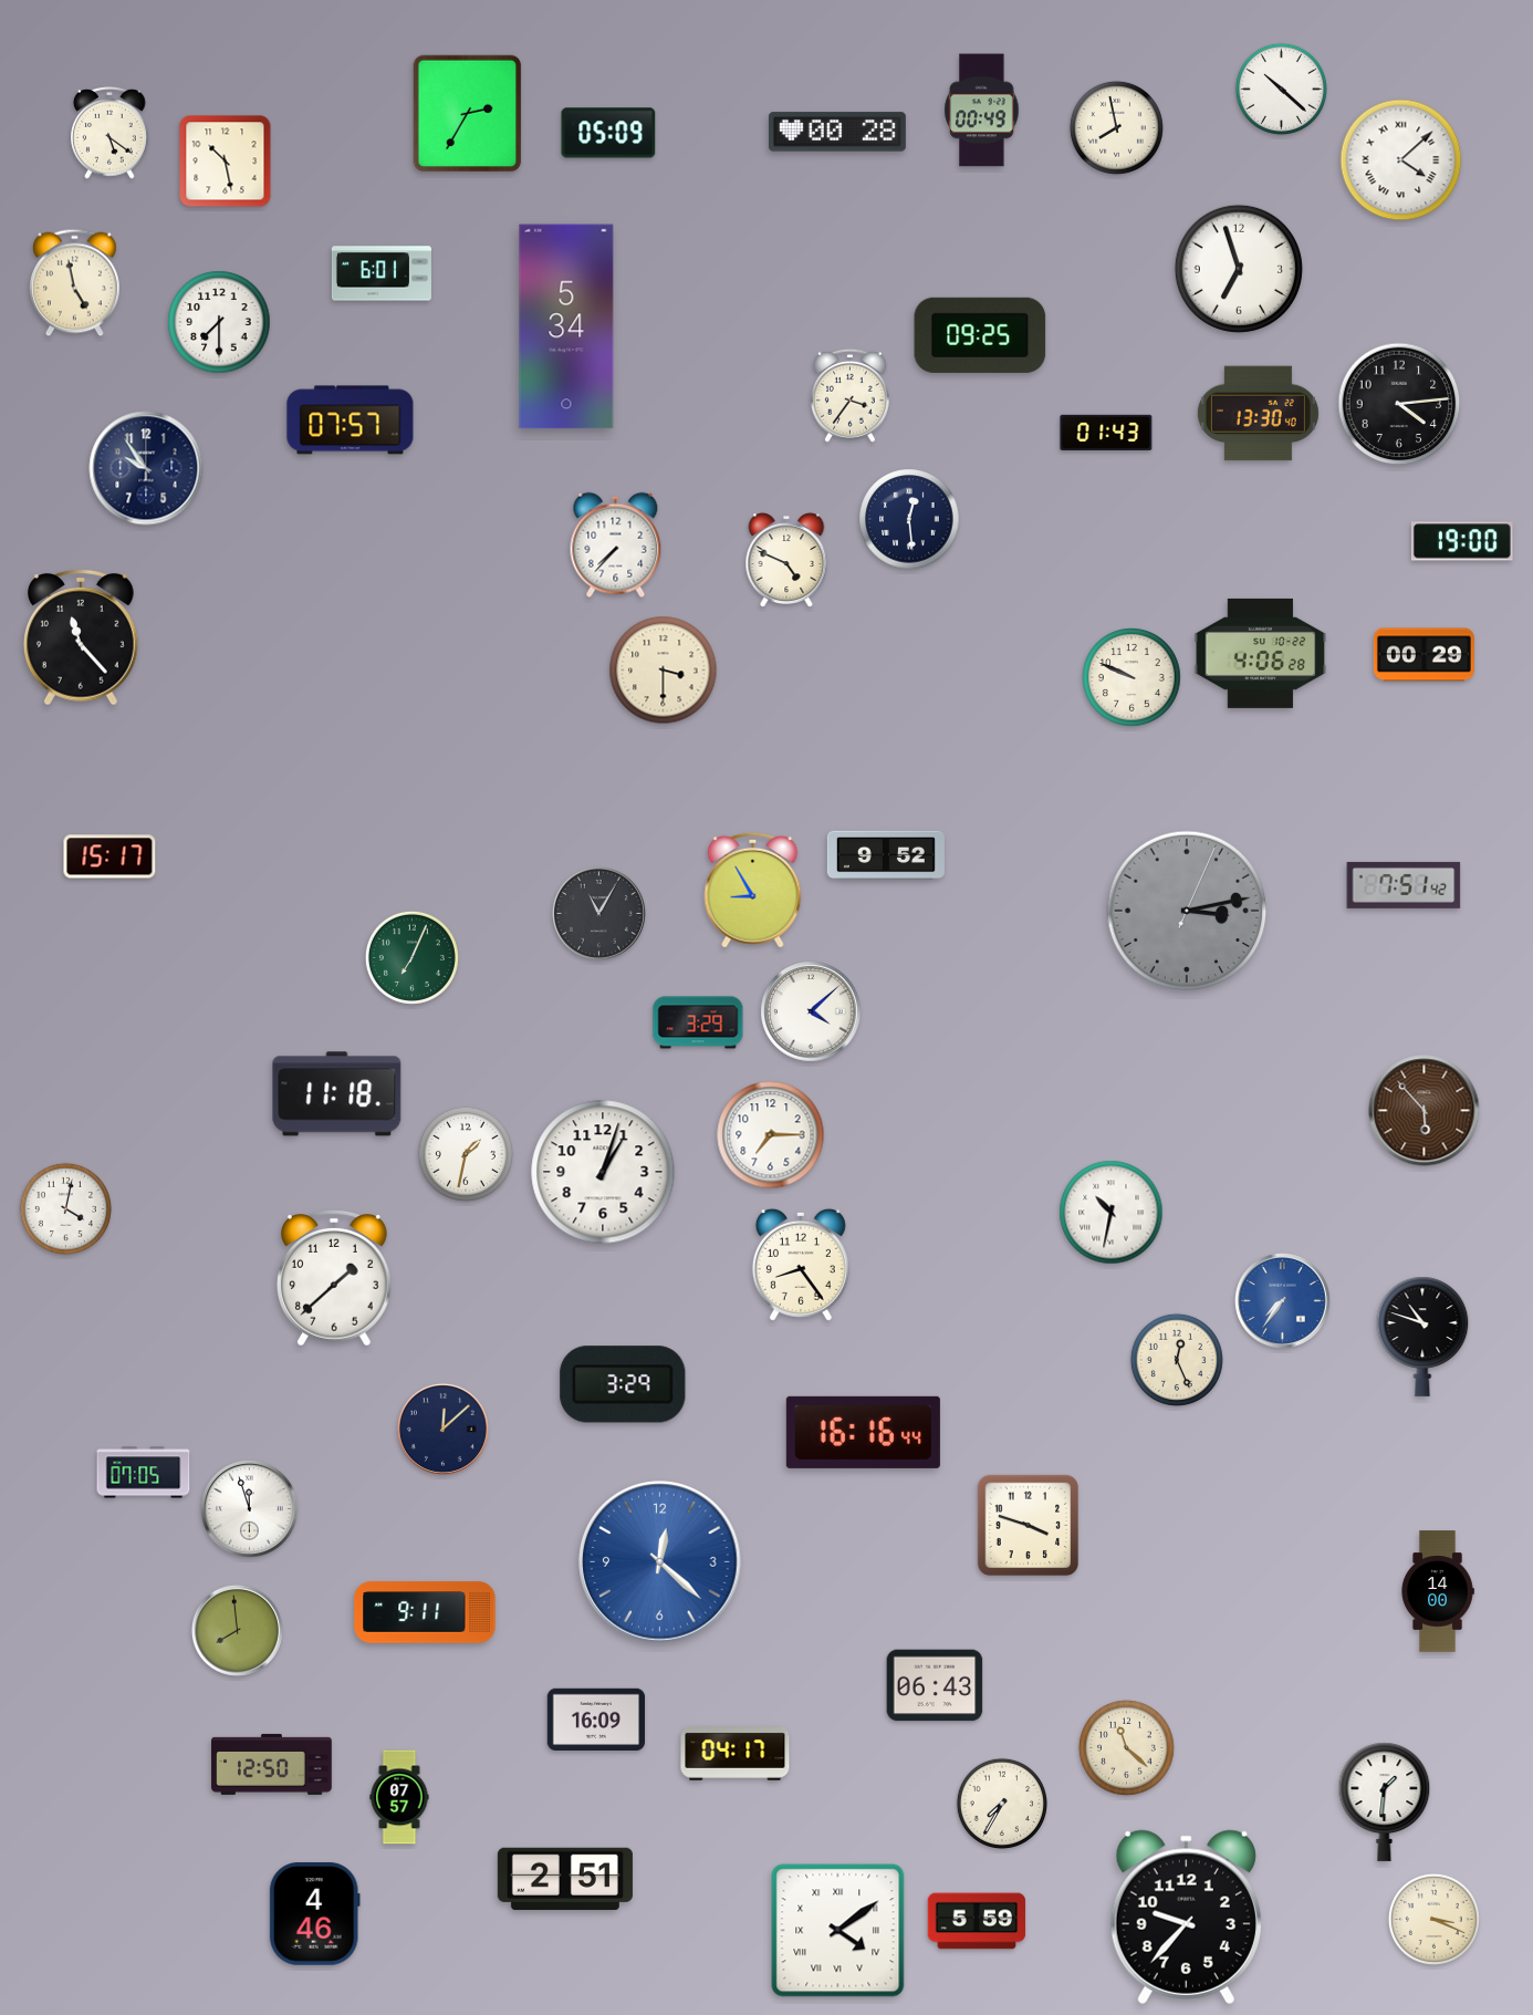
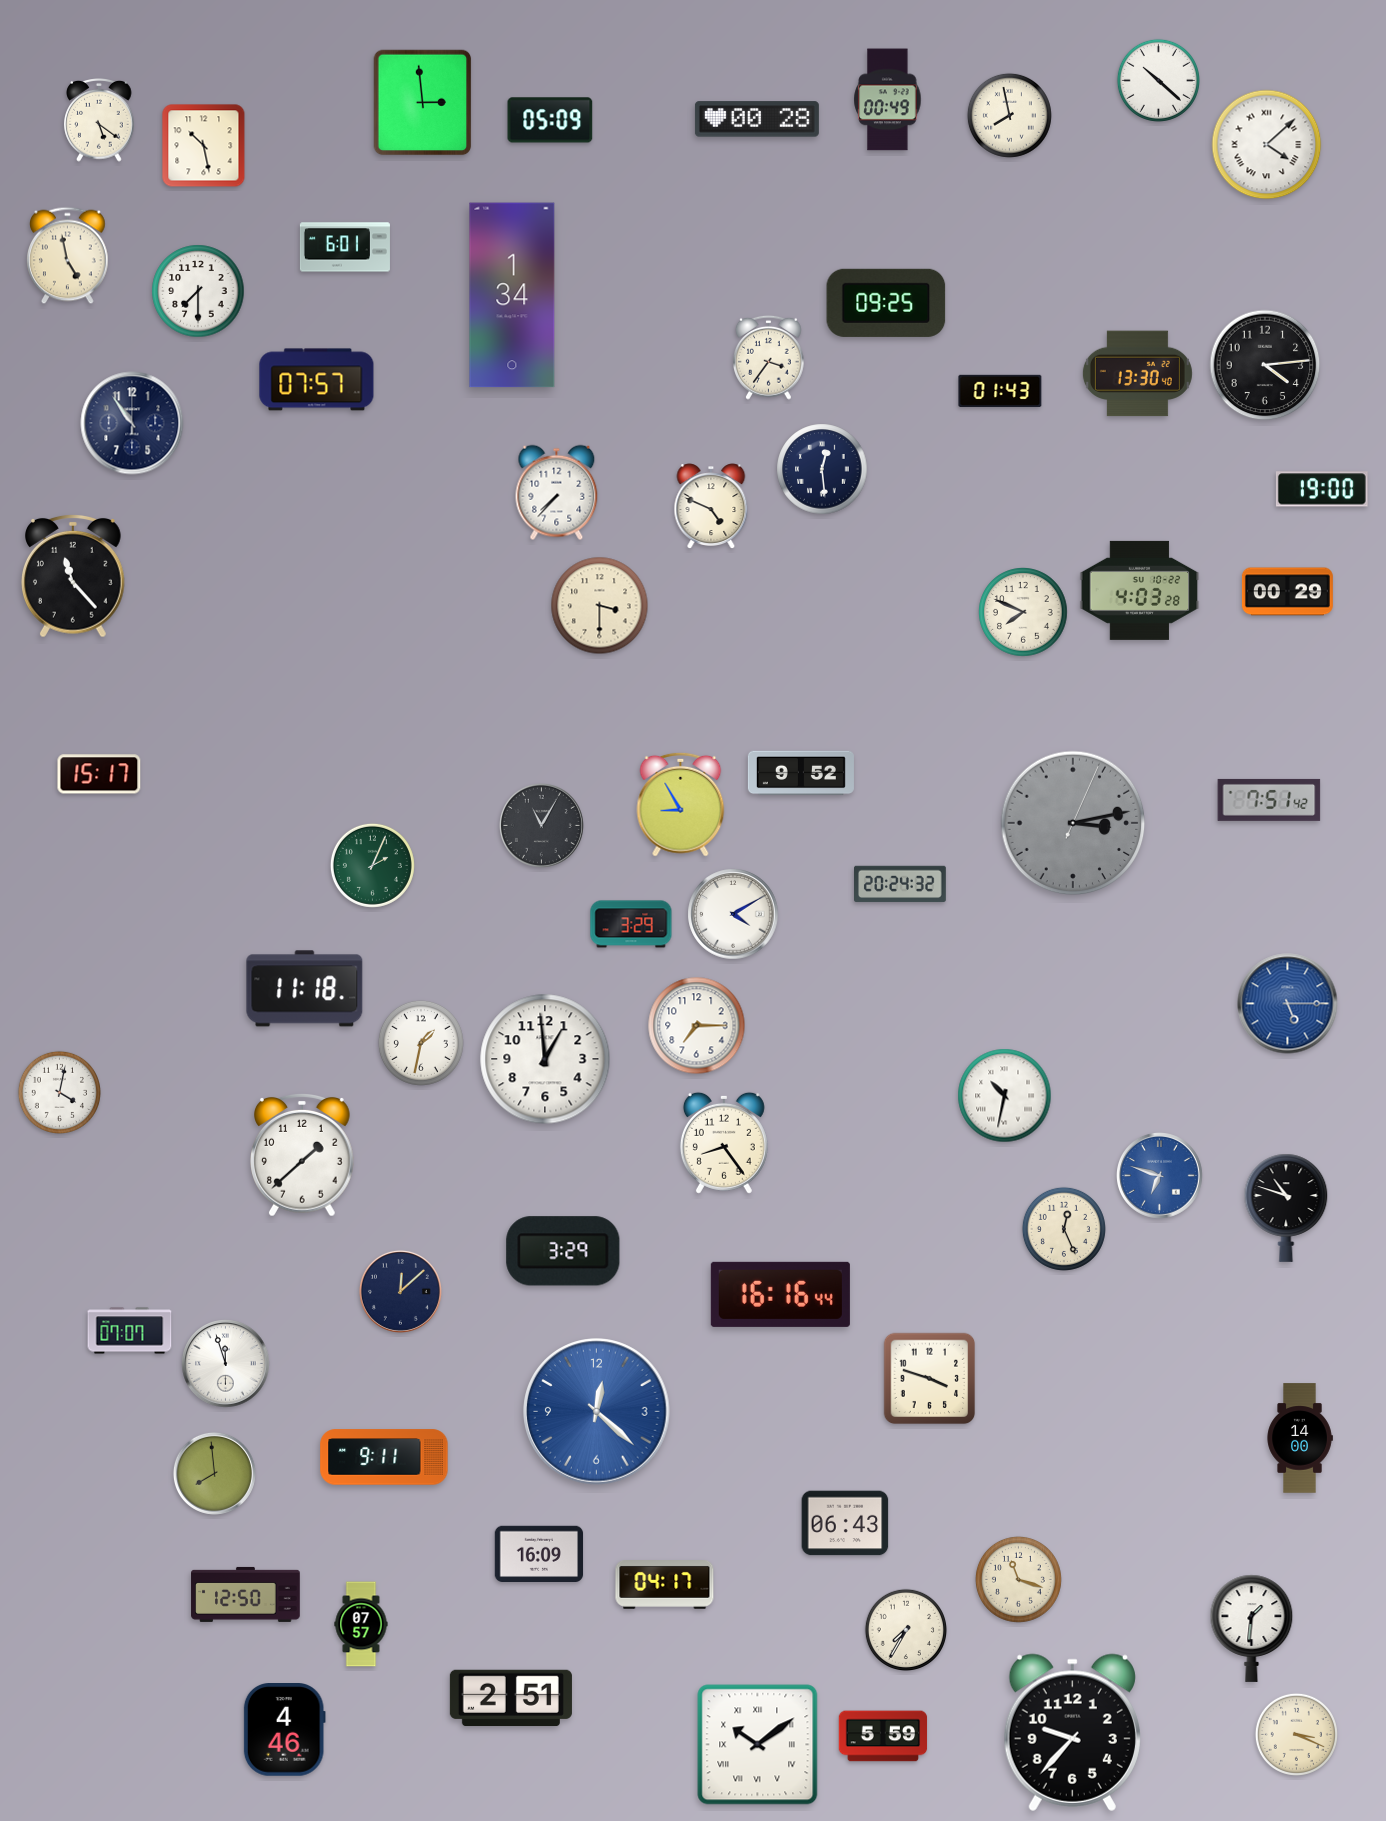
clock at (468, 114): 2:35 -> 2:59
clock at (1239, 269): 6:57 -> none
clock at (566, 326): 5:34 -> 1:34
clock at (146, 468): 9:54 -> 10:54
clock at (1261, 653): 4:06 -> 4:03
clock at (1131, 677): 9:49 -> 7:49
clock at (411, 957): 7:04 -> 2:04
clock at (901, 884): none -> 20:24
clock at (811, 1011): 4:08 -> 4:10
clock at (1425, 1111): 5:53 -> 5:15
clock at (1425, 1111) dial: brown -> blue
clock at (603, 1172): 1:03 -> 12:59
clock at (1283, 1301): 7:36 -> 6:48
clock at (144, 1473): 07:05 -> 07:07
clock at (1126, 1747): 11:22 -> 11:18
clock at (838, 1931): 4:09 -> 10:09
